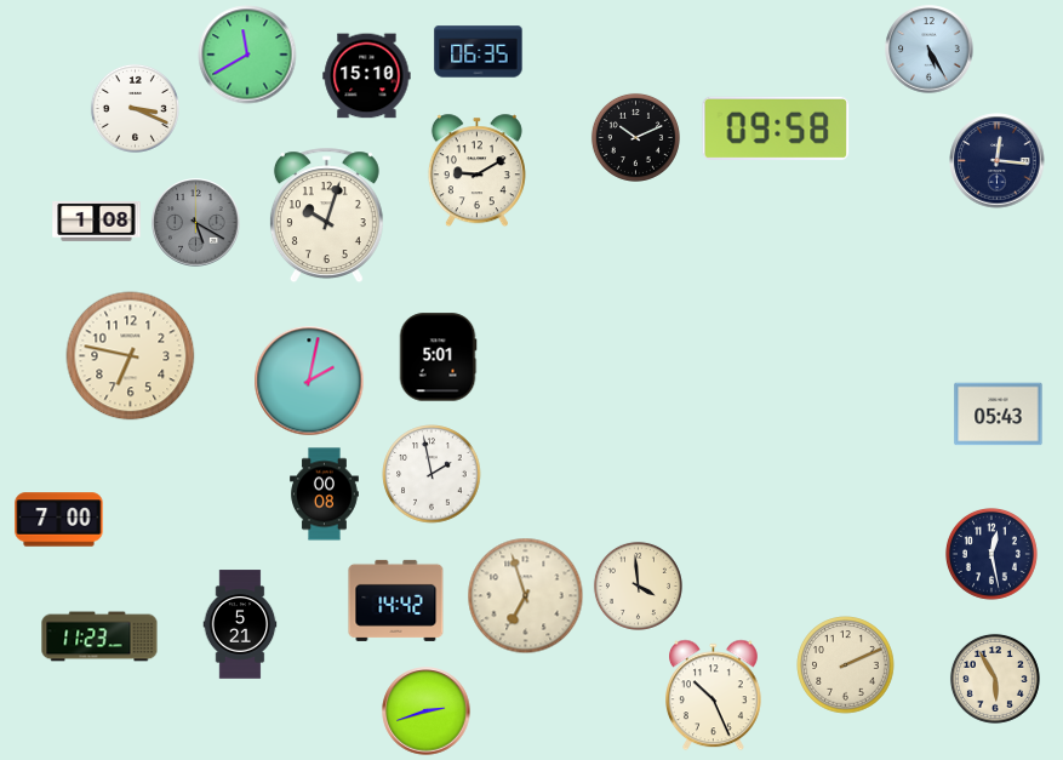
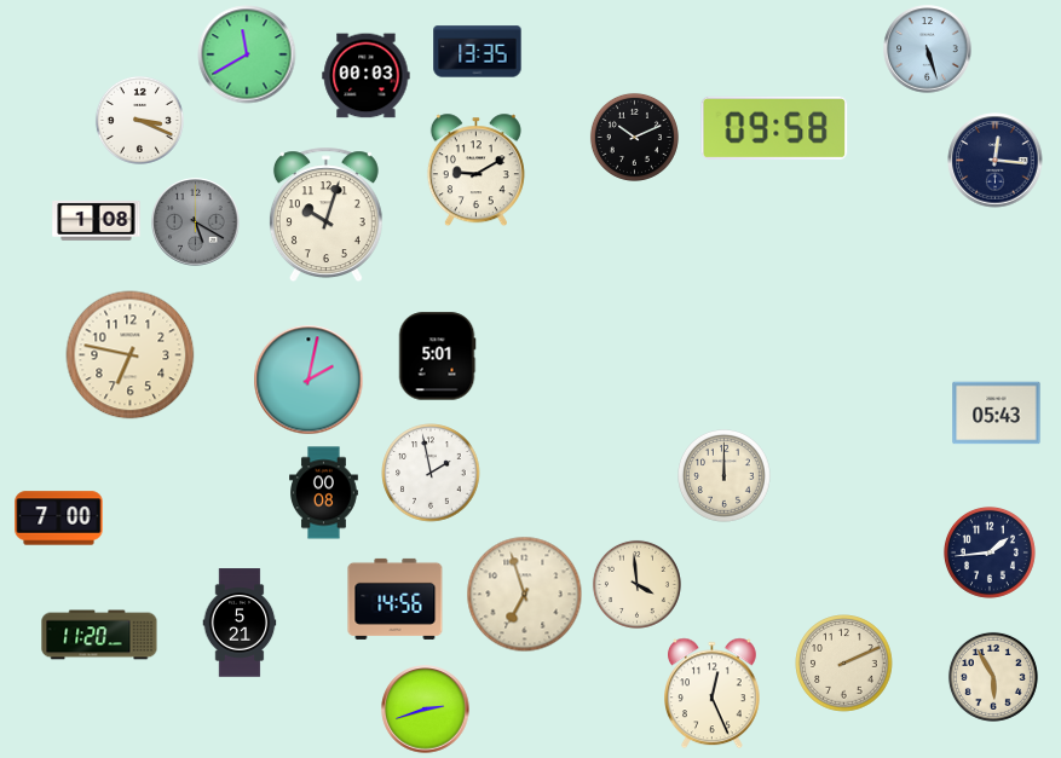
clock at (930, 50): 5:25 -> 5:27
clock at (479, 52): 06:35 -> 13:35
clock at (367, 76): 15:10 -> 00:03
clock at (135, 108) position: (135, 108) -> (139, 120)
clock at (725, 476): none -> 12:00
clock at (991, 554): 12:28 -> 1:44
clock at (396, 600): 14:42 -> 14:56
clock at (99, 636): 11:23 -> 11:20
clock at (714, 696): 10:26 -> 12:26
